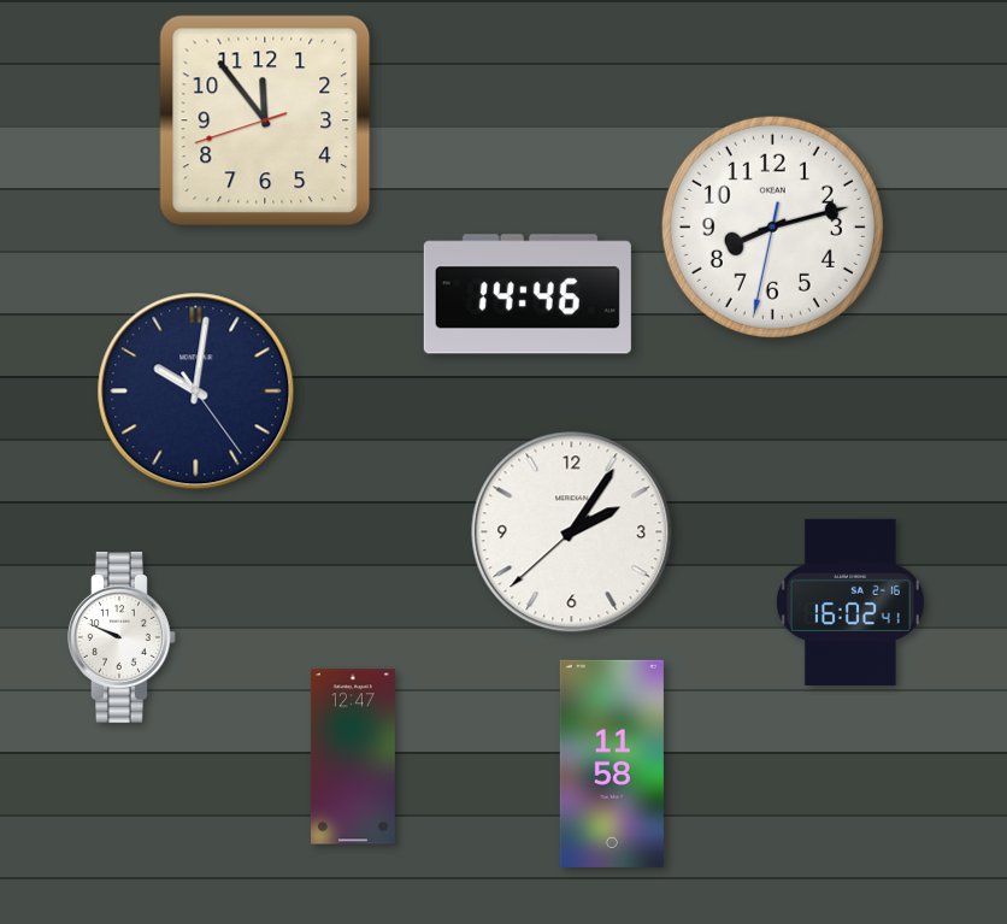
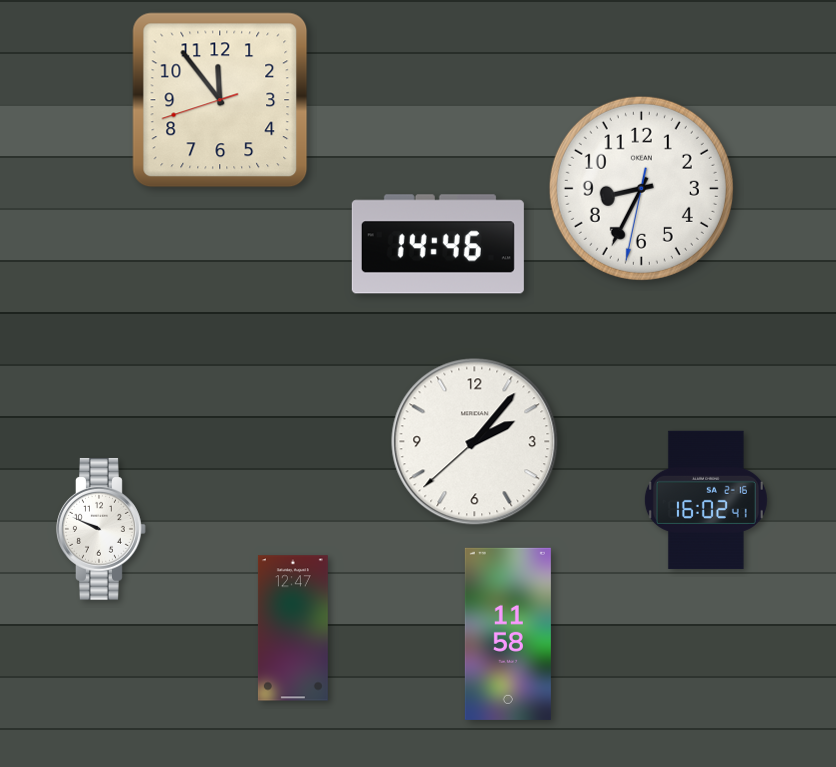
clock at (772, 226): 8:12 -> 8:34
clock at (196, 392): 10:01 -> none
clock at (572, 532): 2:05 -> 2:06
